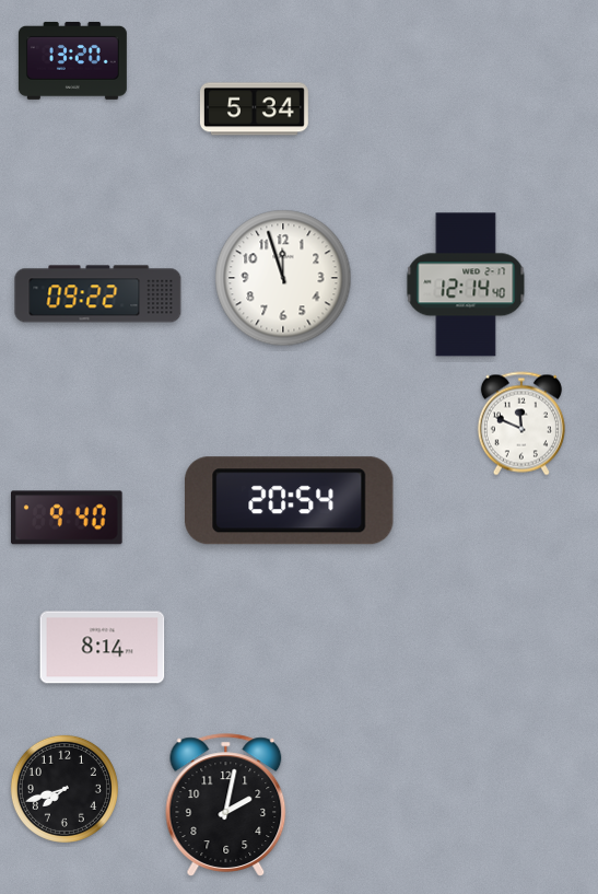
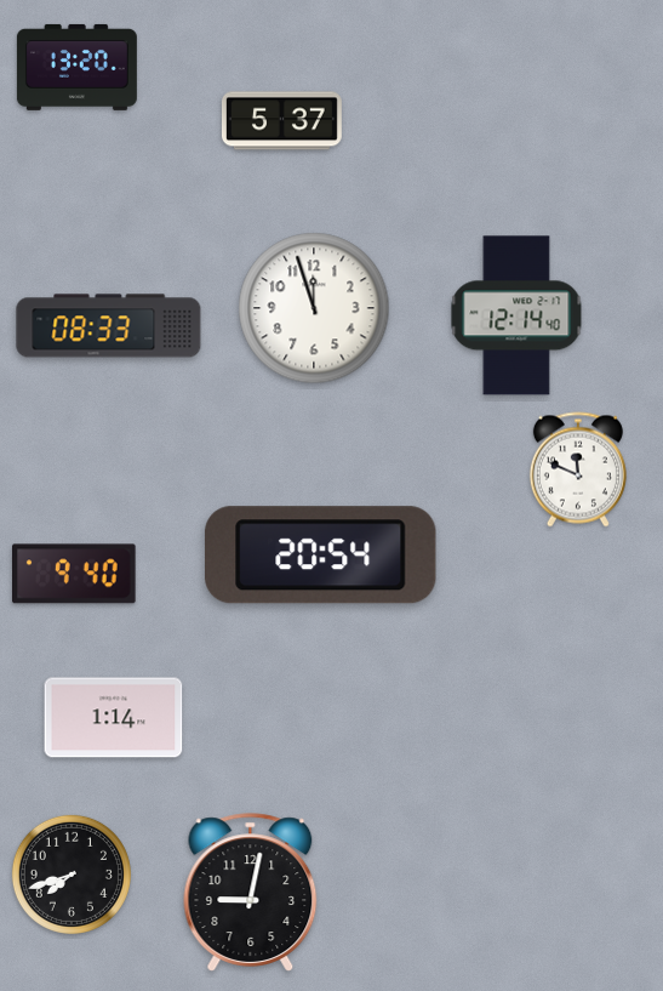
clock at (72, 60) position: (72, 60) -> (76, 67)
clock at (254, 109): 5:34 -> 5:37
clock at (98, 294): 09:22 -> 08:33
clock at (103, 648): 8:14 -> 1:14
clock at (226, 805): 2:02 -> 9:02
